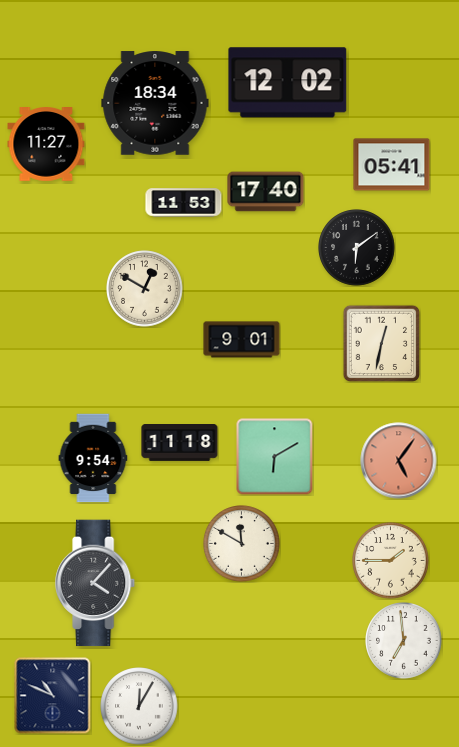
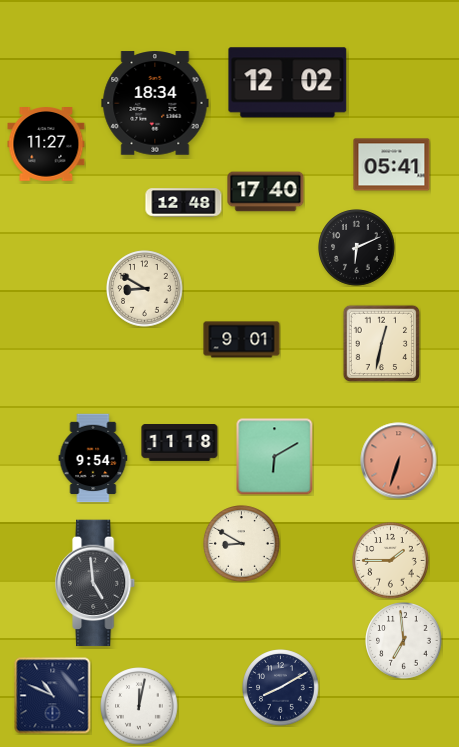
clock at (184, 203): 11:53 -> 12:48
clock at (357, 248): 6:09 -> 6:11
clock at (145, 289): 12:50 -> 8:50
clock at (399, 461): 5:06 -> 6:33
clock at (242, 544): 11:50 -> 8:50
clock at (96, 583): 4:07 -> 4:59
clock at (281, 688): none -> 8:10
clock at (139, 706): 12:05 -> 12:02
